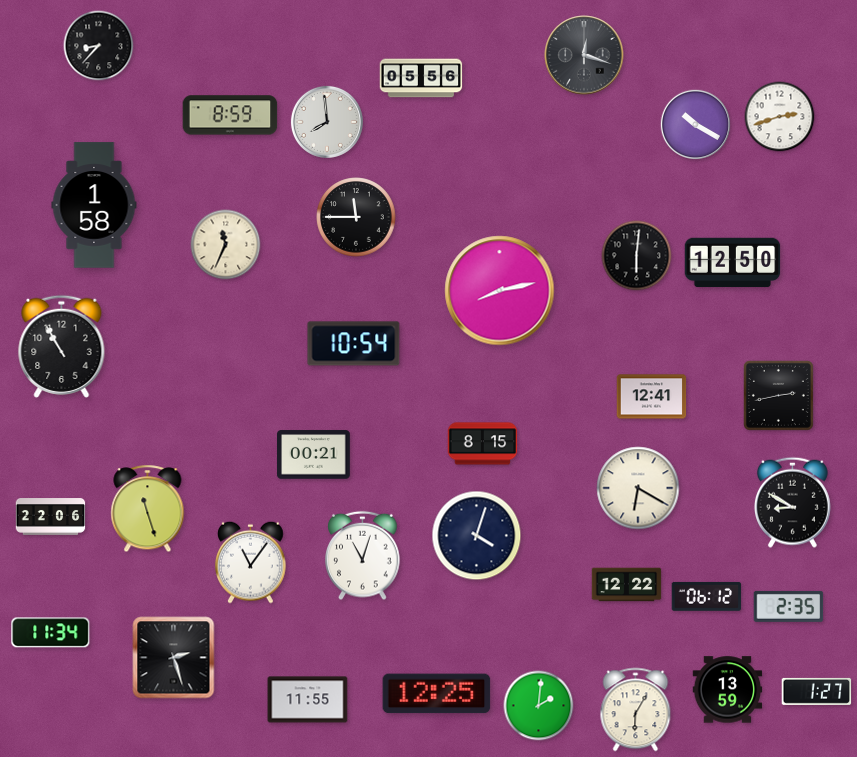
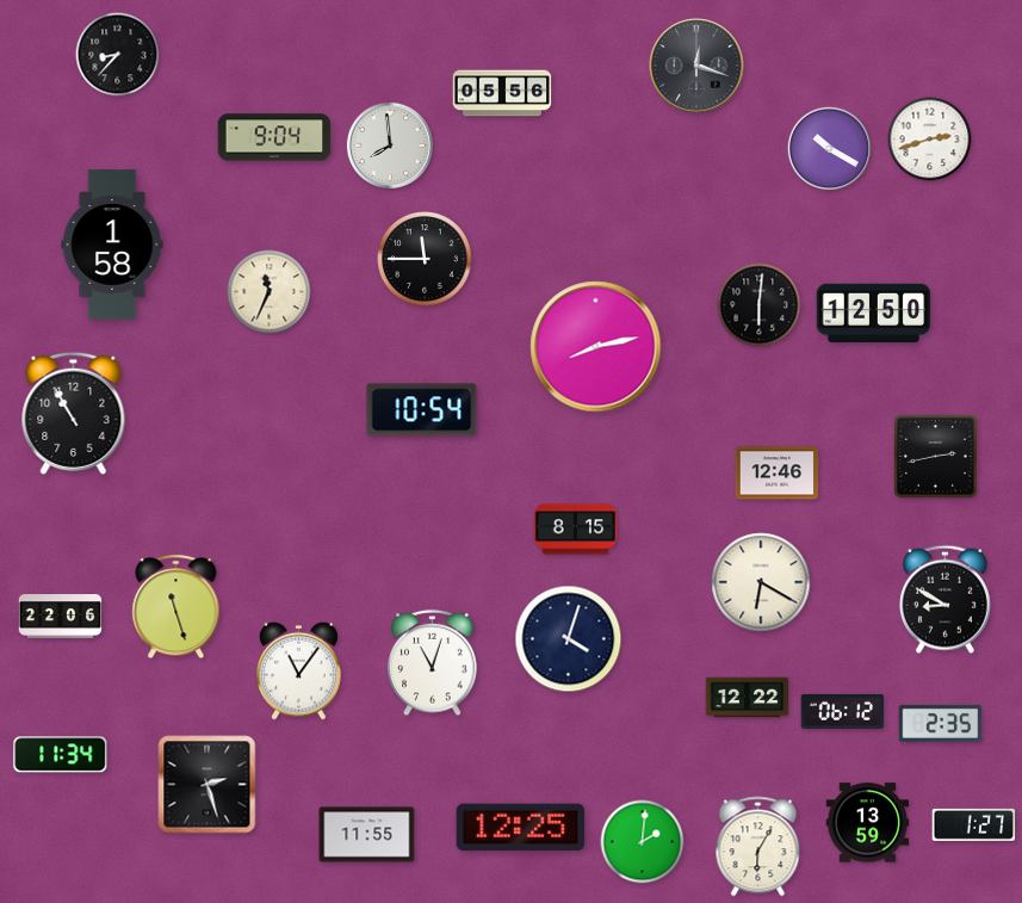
clock at (230, 115): 8:59 -> 9:04
clock at (778, 395) position: (778, 395) -> (935, 456)
clock at (652, 397): 12:41 -> 12:46
clock at (314, 455): 00:21 -> none
